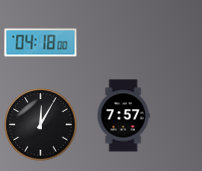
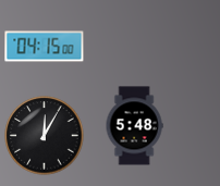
clock at (41, 43): 04:18 -> 04:15
clock at (123, 116): 7:57 -> 5:48
